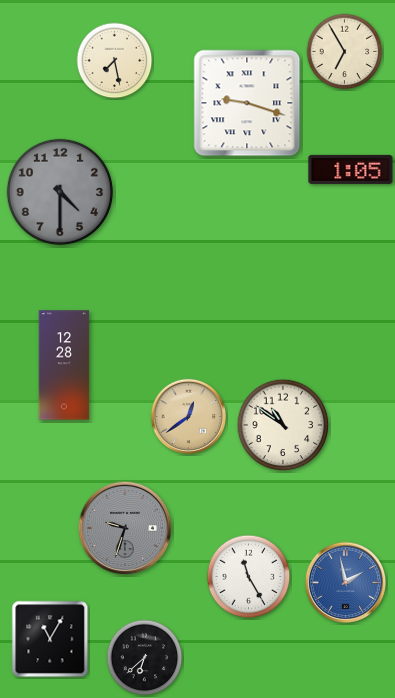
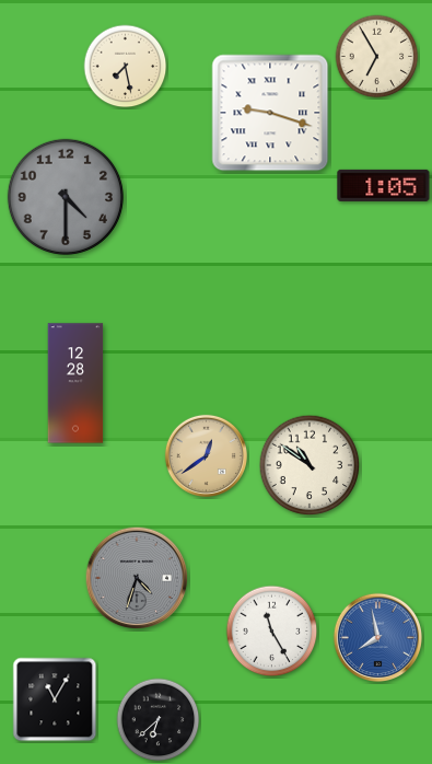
clock at (60, 192) position: (60, 192) -> (66, 197)
clock at (64, 365) position: (64, 365) -> (75, 383)
clock at (125, 528): 9:33 -> 4:33
clock at (345, 582): 1:58 -> 7:58
